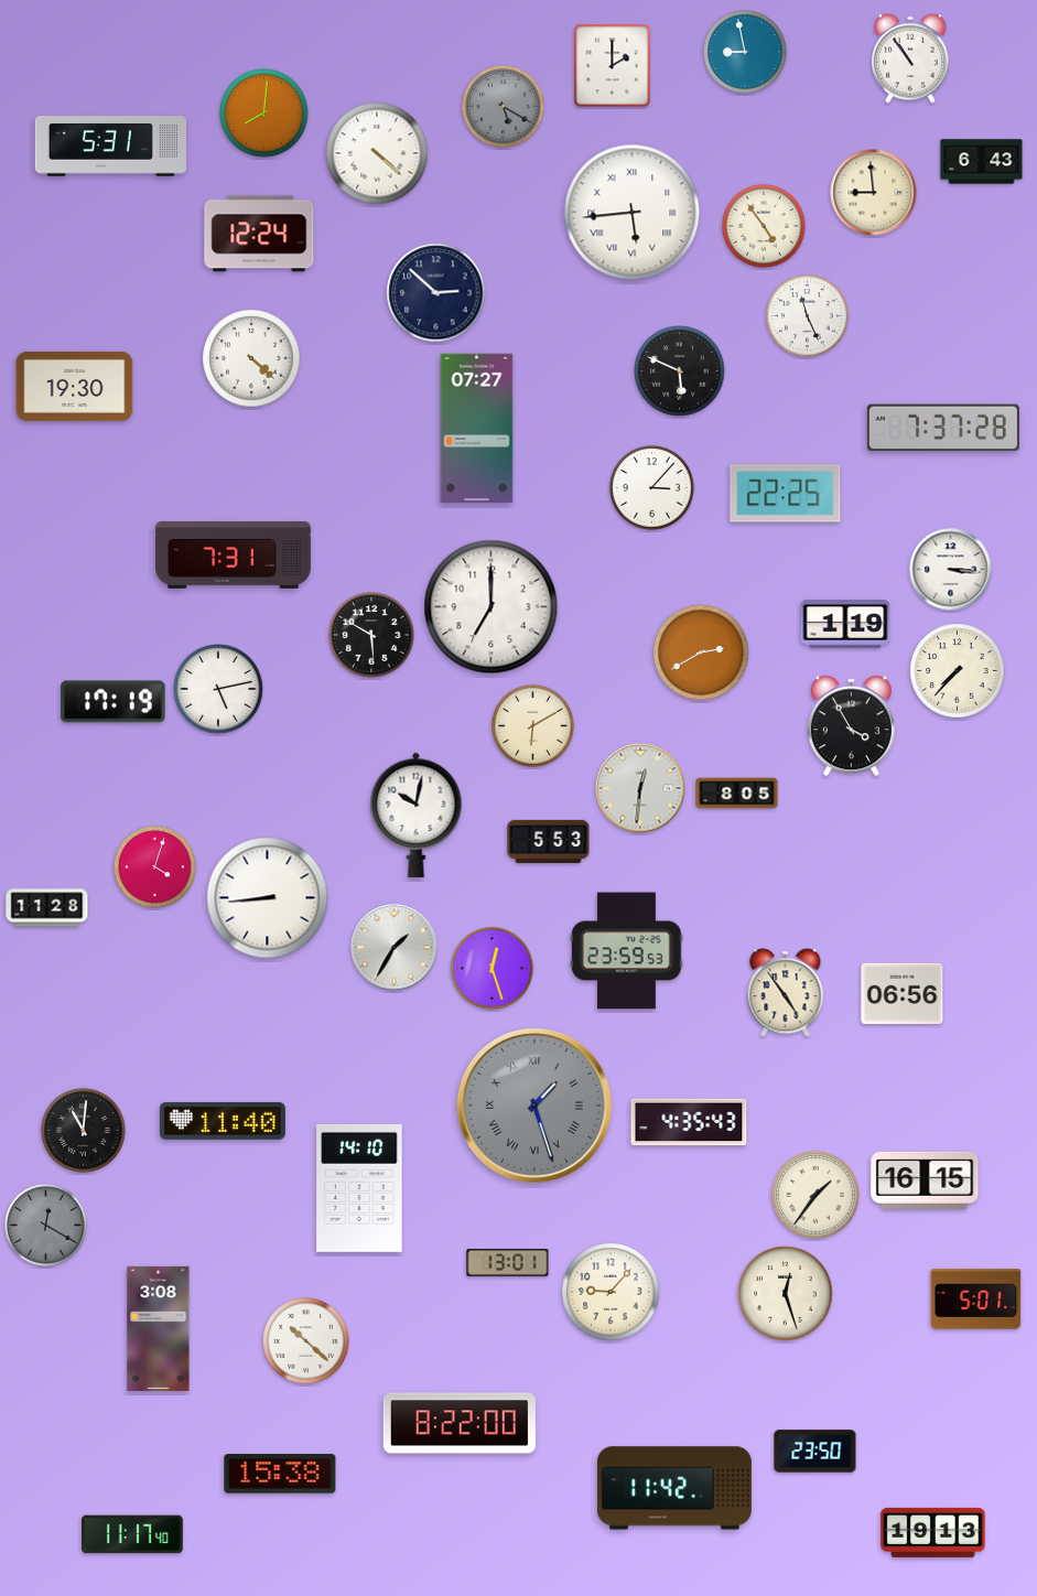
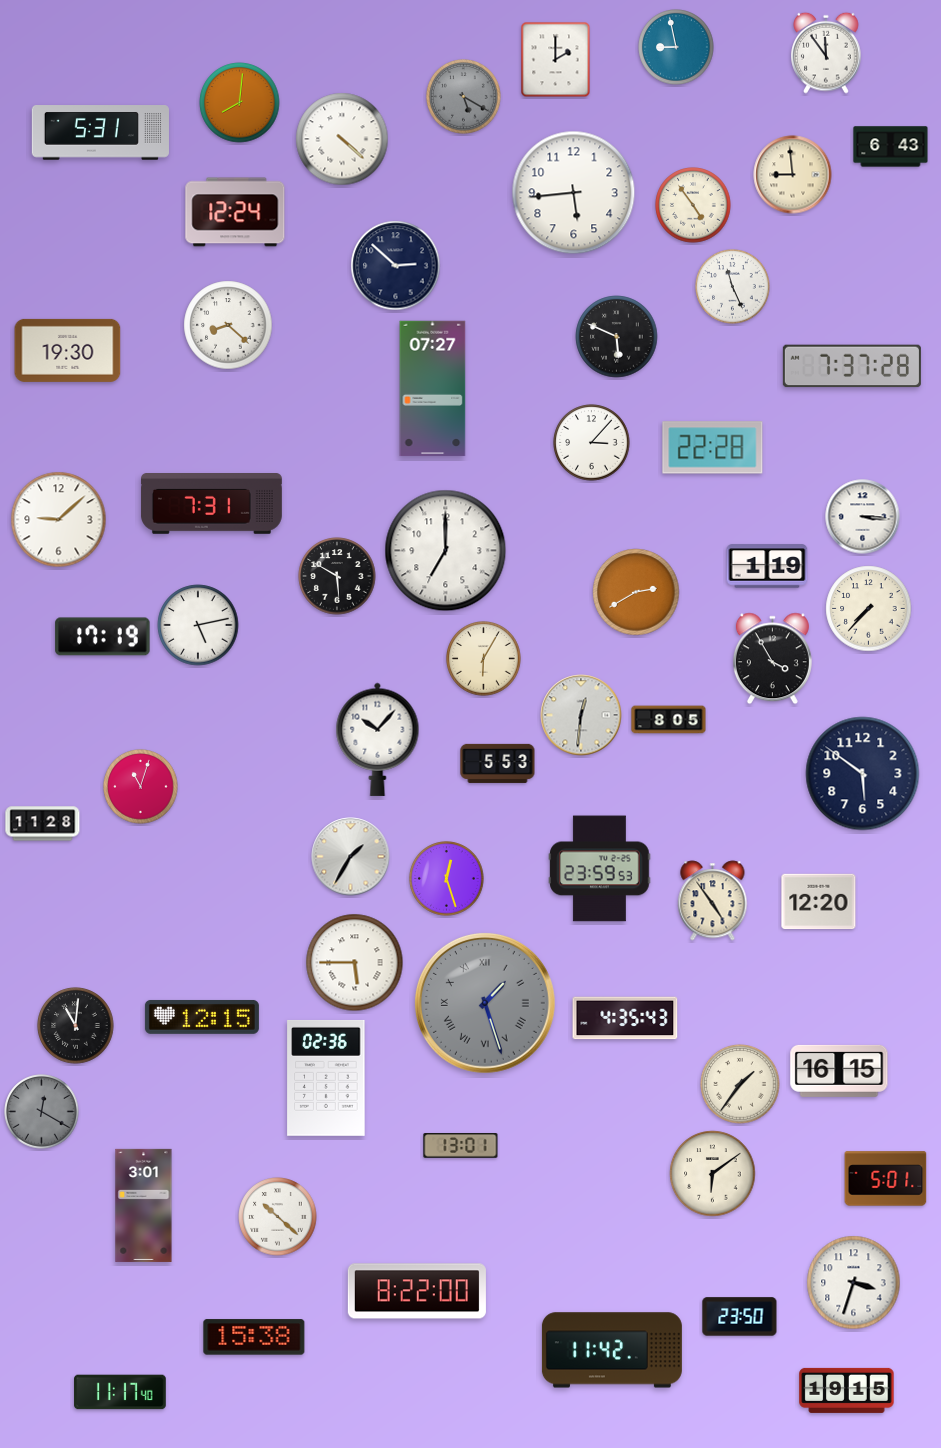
clock at (910, 58): 10:54 -> 11:54
clock at (504, 107) position: (504, 107) -> (464, 97)
clock at (633, 213) numerals: Roman -> Arabic
clock at (251, 358): 4:22 -> 8:22
clock at (943, 428) position: (943, 428) -> (852, 366)
clock at (786, 494): 22:25 -> 22:28
clock at (59, 520): none -> 9:08
clock at (533, 726): 6:10 -> 6:05
clock at (417, 815): 10:02 -> 10:07
clock at (863, 774): none -> 5:51
clock at (155, 867): 4:03 -> 11:03
clock at (268, 898): 8:44 -> none
clock at (395, 948) position: (395, 948) -> (351, 857)
clock at (627, 951) position: (627, 951) -> (600, 869)
clock at (903, 994): 06:56 -> 12:20
clock at (355, 963): none -> 5:45
clock at (223, 1121): 11:40 -> 12:15
clock at (359, 1188): 14:10 -> 02:36
clock at (611, 1292): 9:07 -> none
clock at (786, 1294): 12:27 -> 6:09
clock at (159, 1328): 3:08 -> 3:01
clock at (854, 1283): none -> 3:33
clock at (933, 1532): 19:13 -> 19:15
